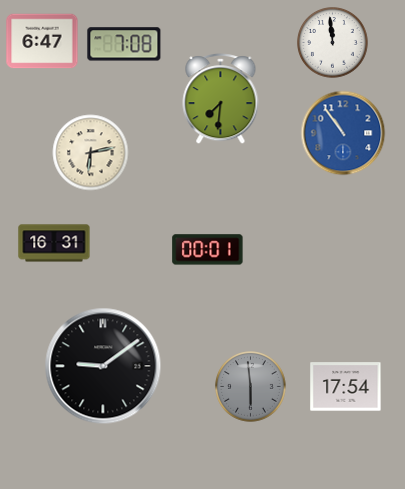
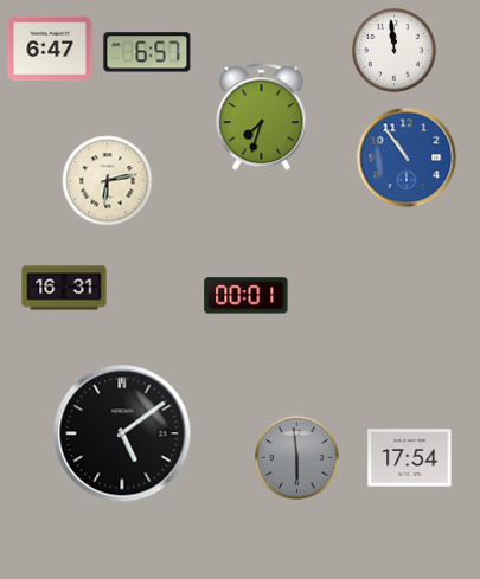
clock at (124, 44): 7:08 -> 6:57
clock at (221, 99): 7:31 -> 7:33
clock at (103, 366): 9:09 -> 5:09
